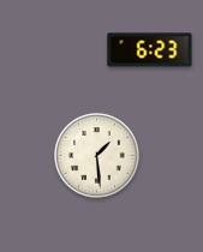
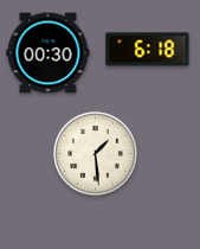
clock at (150, 50): 6:23 -> 6:18
clock at (49, 53): none -> 00:30
